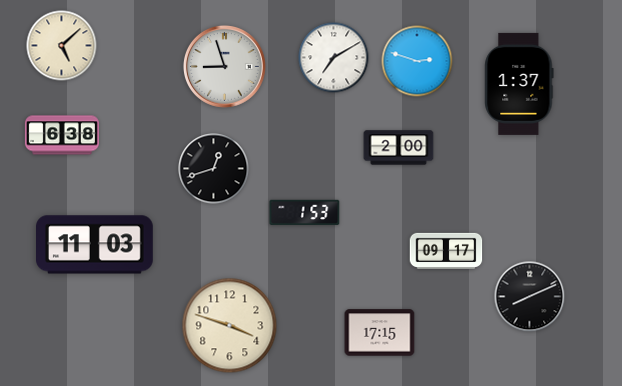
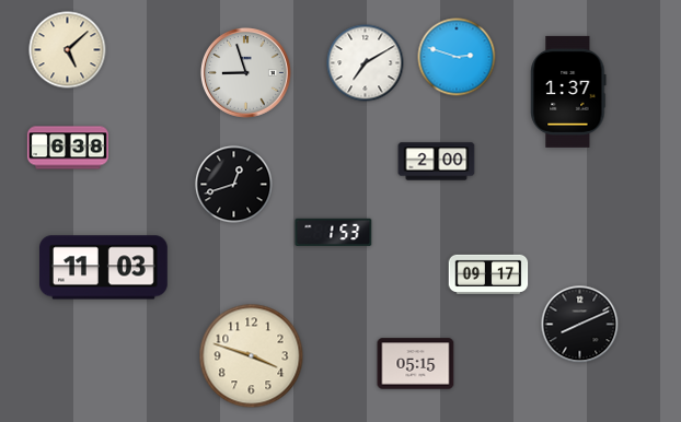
clock at (417, 61) position: (417, 61) -> (457, 57)
clock at (380, 333): 17:15 -> 05:15
